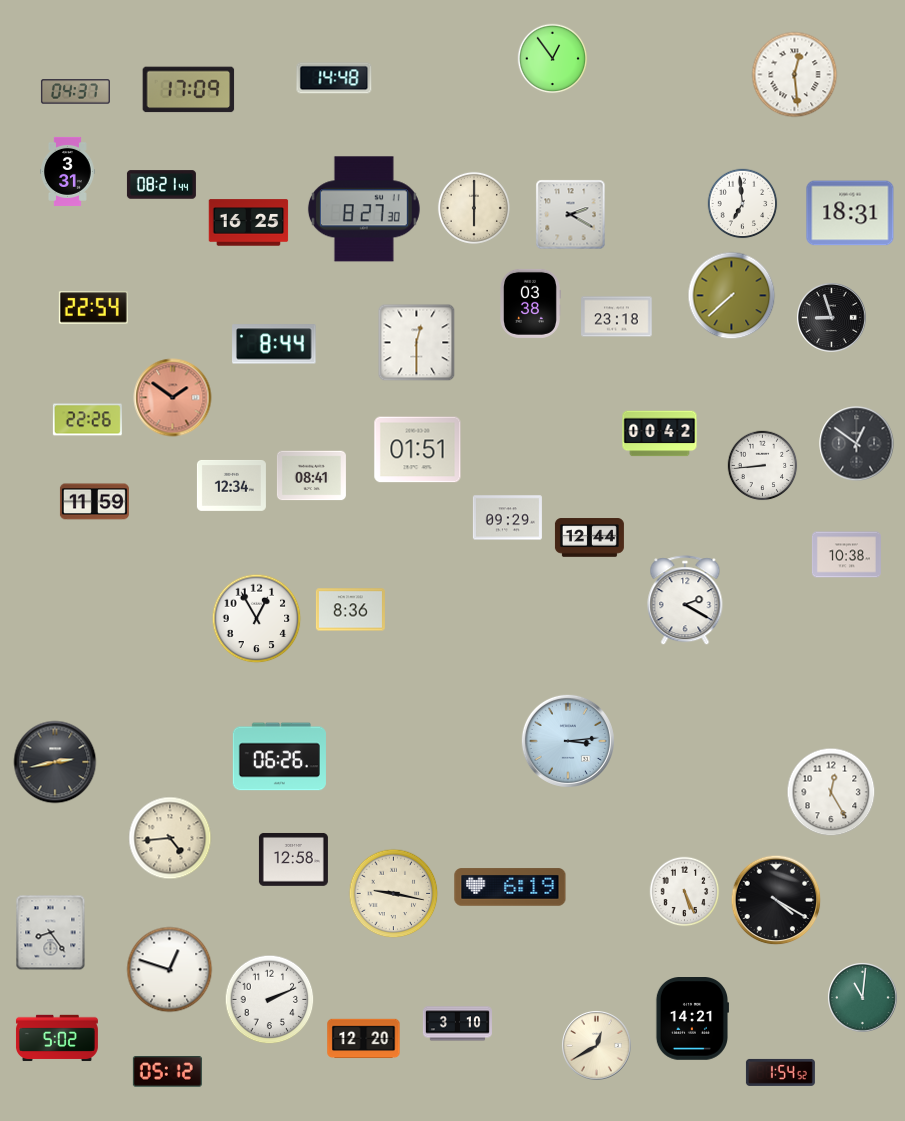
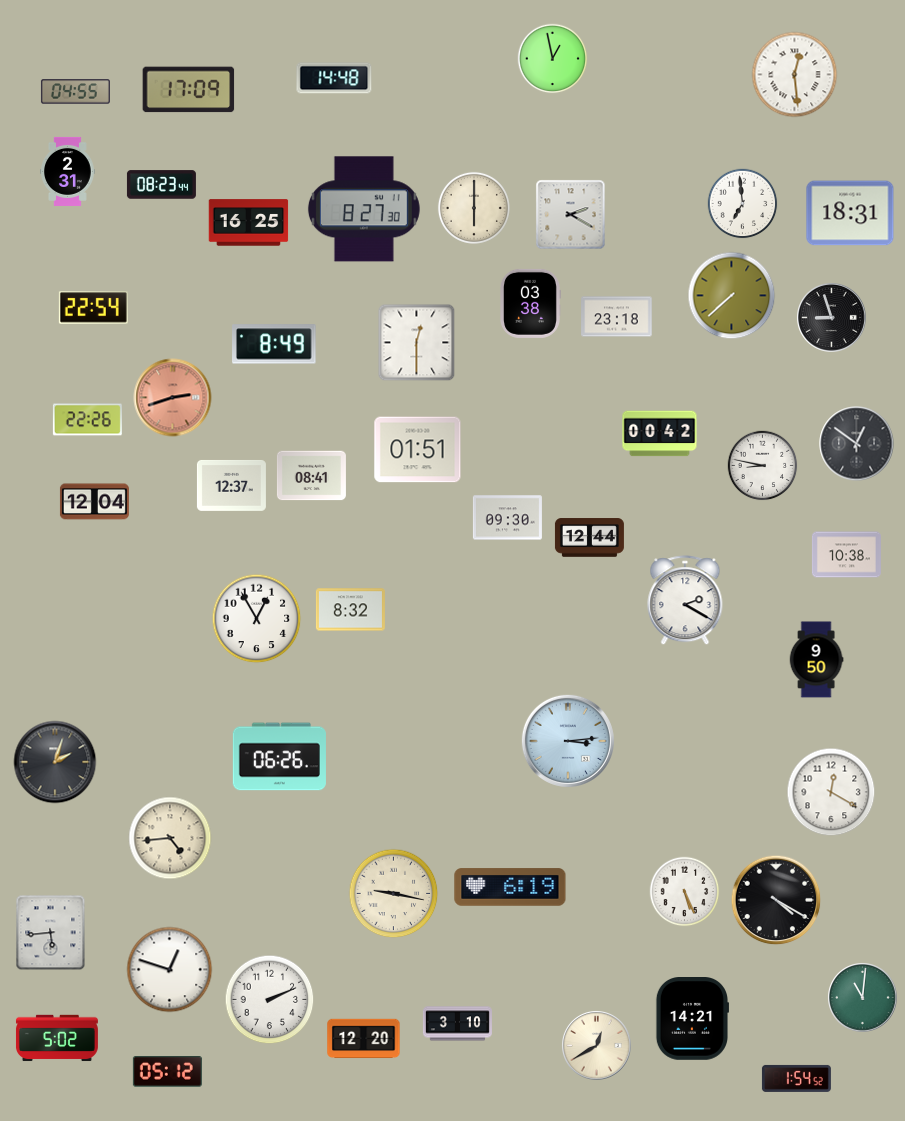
clock at (553, 59): 12:54 -> 12:58
clock at (75, 92): 04:37 -> 04:55
clock at (68, 171): 3:31 -> 2:31
clock at (161, 185): 08:21 -> 08:23
clock at (274, 344): 8:44 -> 8:49
clock at (173, 398): 1:51 -> 2:42
clock at (763, 466): 8:44 -> 8:47
clock at (231, 485): 12:34 -> 12:37
clock at (94, 502): 11:59 -> 12:04
clock at (507, 518): 09:29 -> 09:30
clock at (350, 610): 8:36 -> 8:32
clock at (816, 660): none -> 9:50
clock at (55, 762): 2:43 -> 2:03
clock at (831, 792): 12:25 -> 12:20
clock at (293, 860): 12:58 -> none
clock at (51, 933): 8:24 -> 5:44
clock at (780, 1072) position: (780, 1072) -> (796, 1078)
